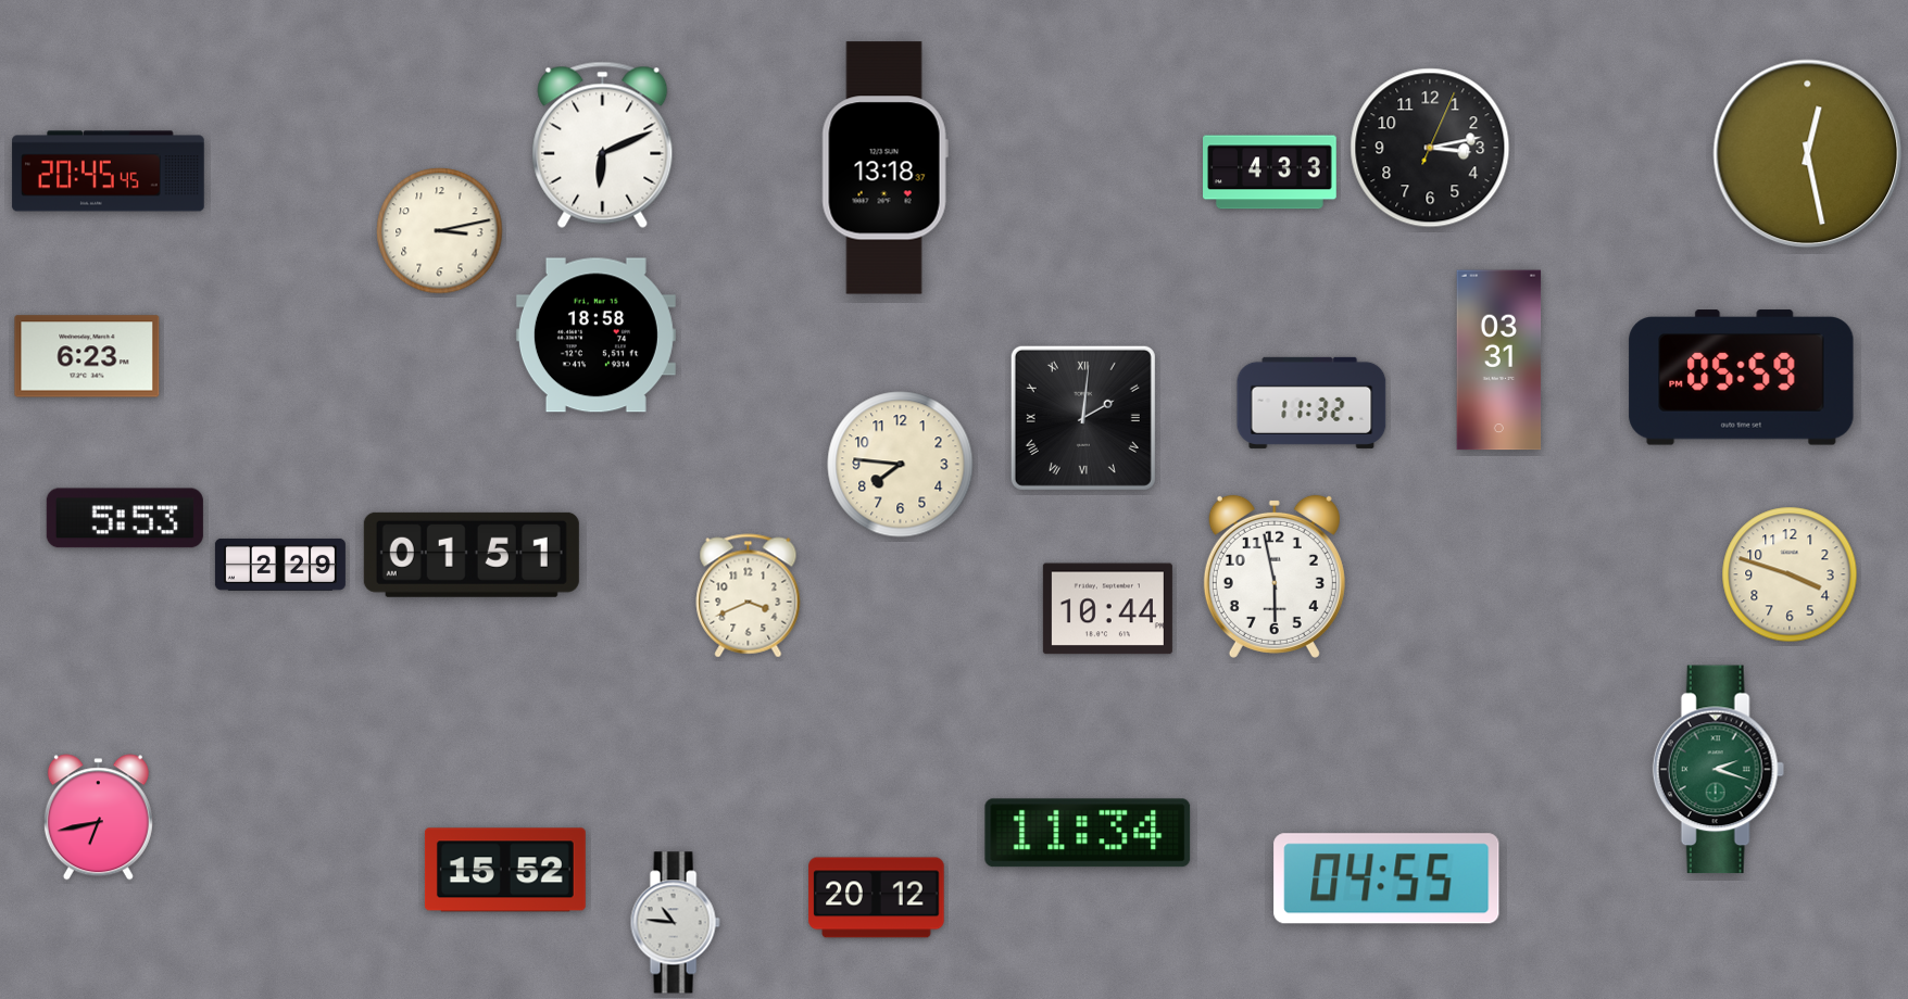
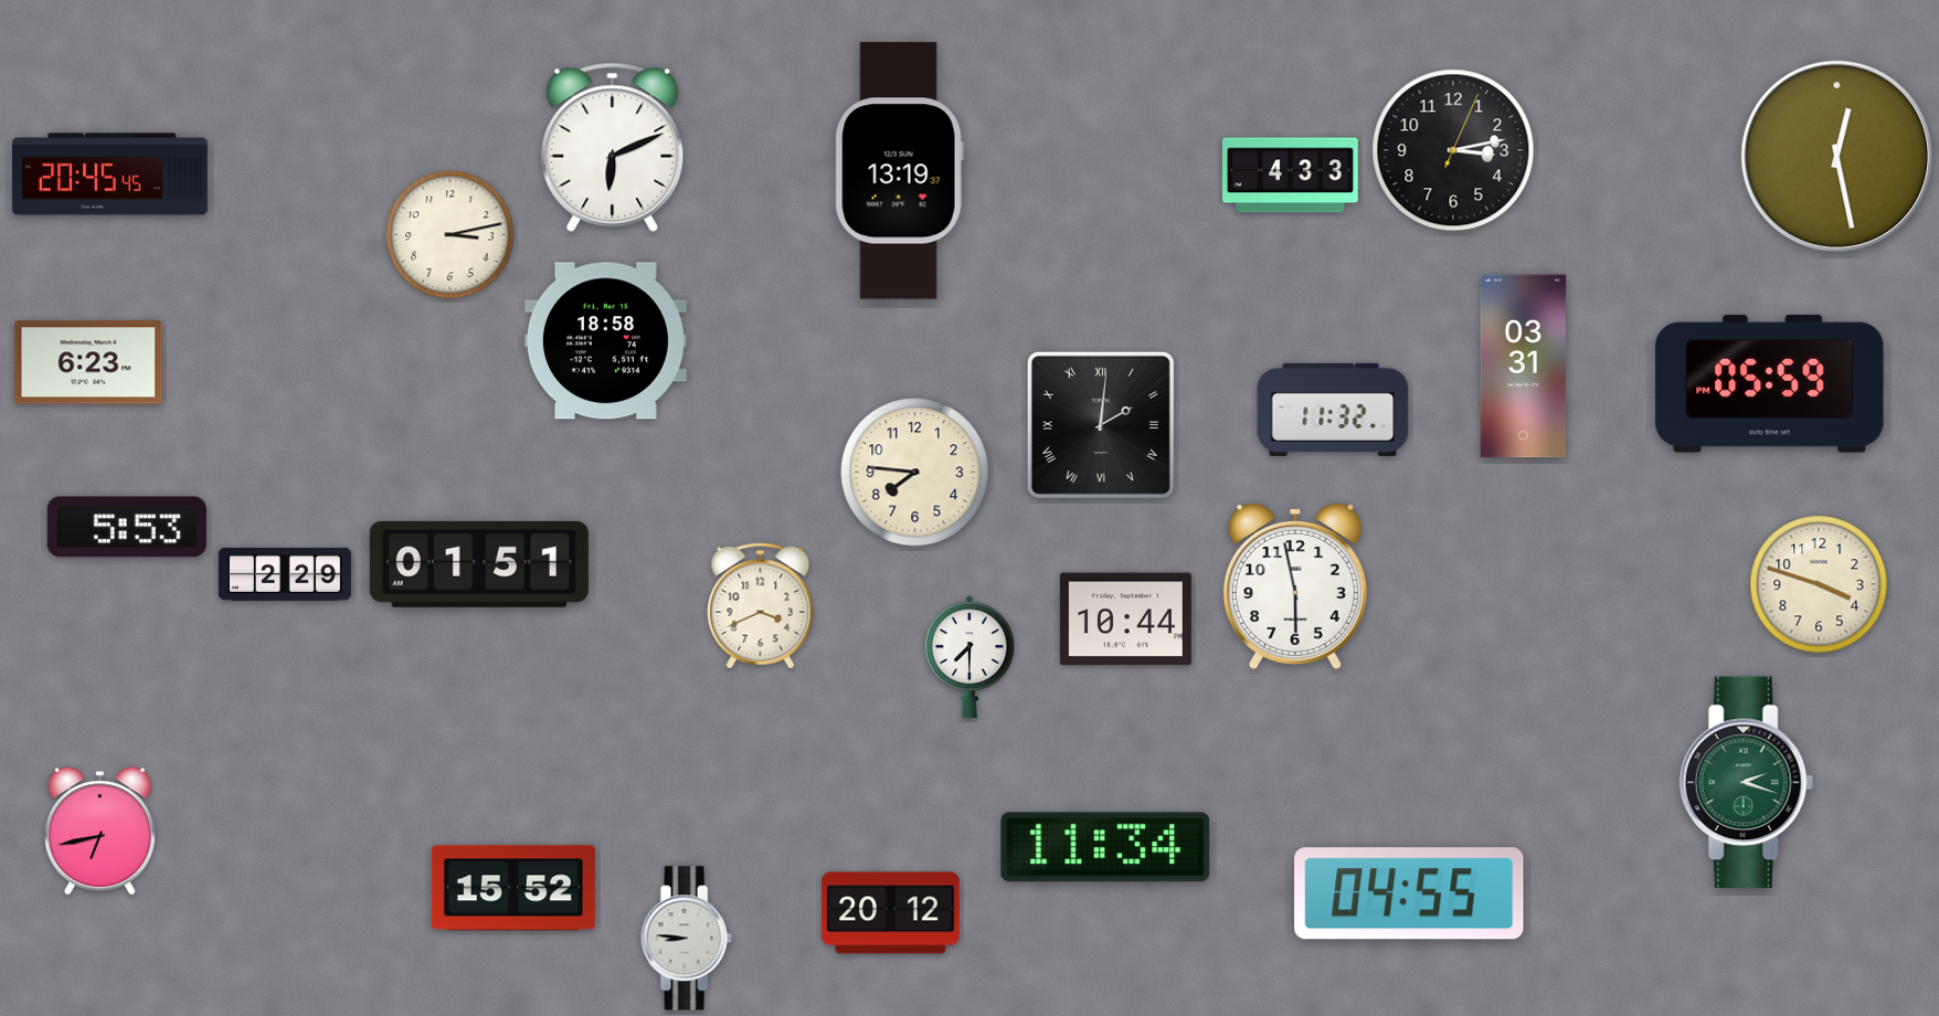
clock at (884, 168): 13:18 -> 13:19
clock at (440, 231) position: (440, 231) -> (451, 235)
clock at (969, 657): none -> 7:30
clock at (505, 870) position: (505, 870) -> (513, 888)
clock at (675, 923): 10:46 -> 8:46
